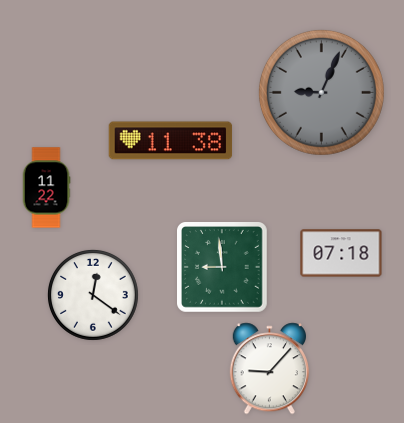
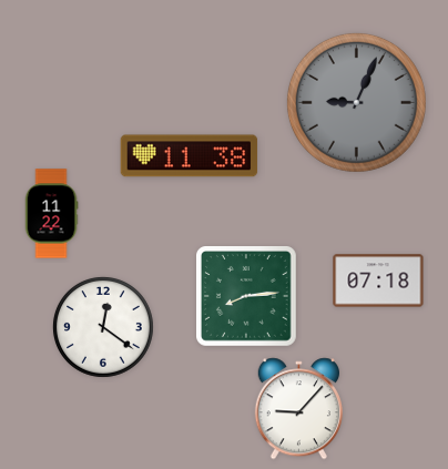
clock at (46, 188) position: (46, 188) -> (51, 214)
clock at (223, 268): 8:59 -> 8:14
